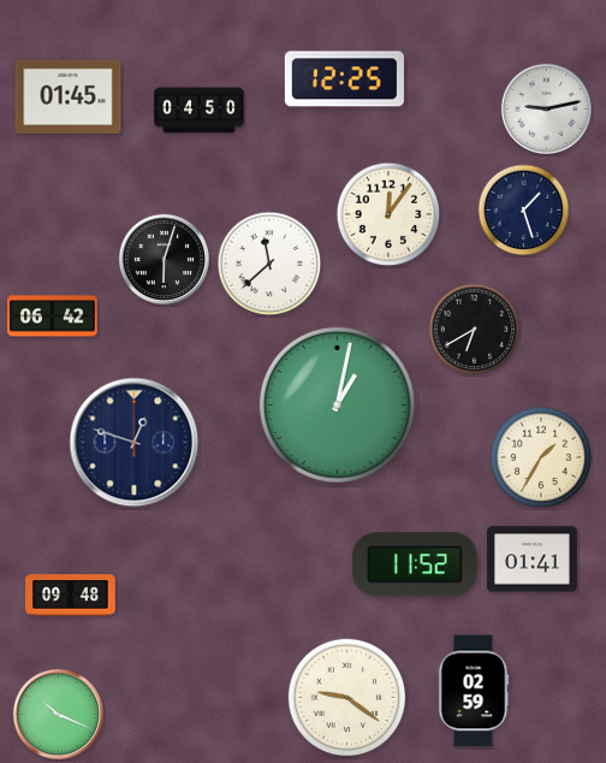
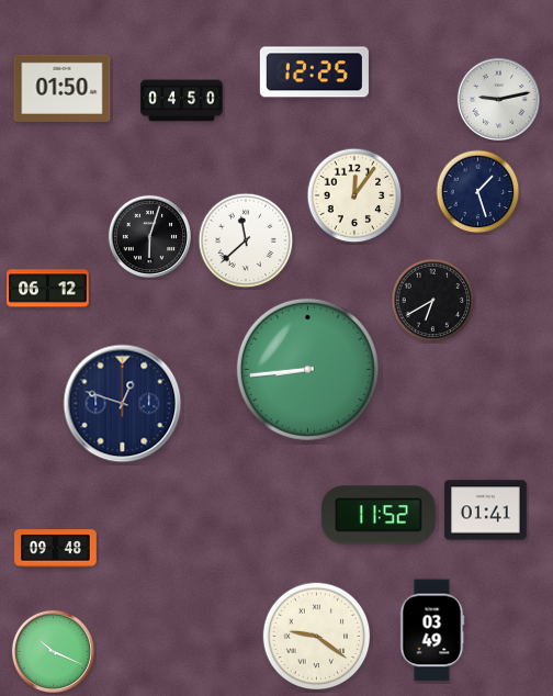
clock at (69, 96): 01:45 -> 01:50
clock at (53, 317): 06:42 -> 06:12
clock at (337, 404): 1:02 -> 8:44
clock at (541, 457): 1:35 -> none
clock at (71, 596) position: (71, 596) -> (56, 549)
clock at (474, 691): 02:59 -> 03:49
